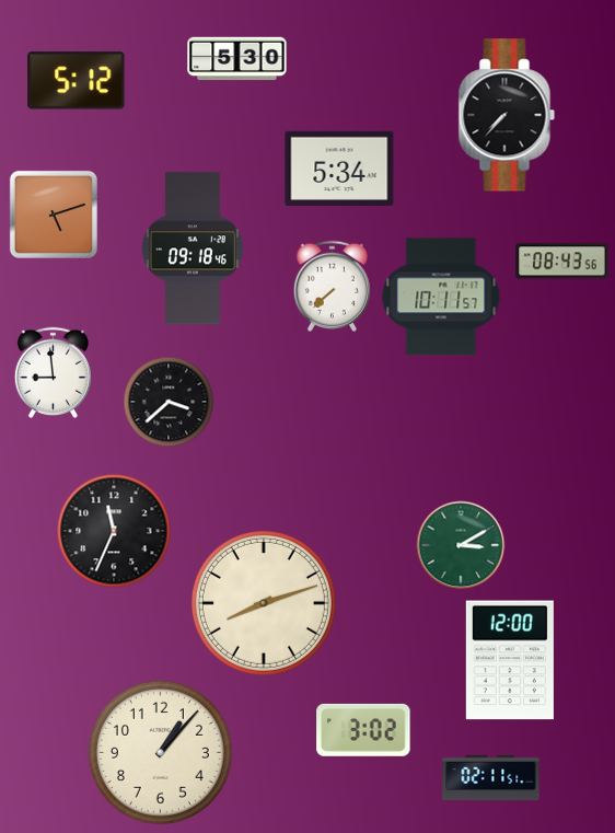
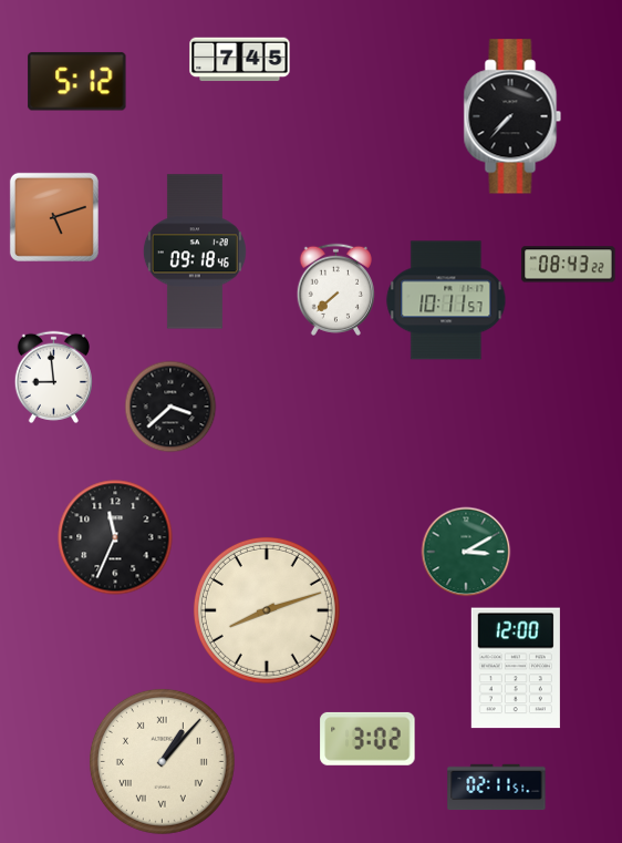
clock at (237, 59): 5:30 -> 7:45
clock at (339, 169): 5:34 -> none
clock at (562, 262): 08:43:56 -> 08:43:22
clock at (160, 752) numerals: Arabic -> Roman
